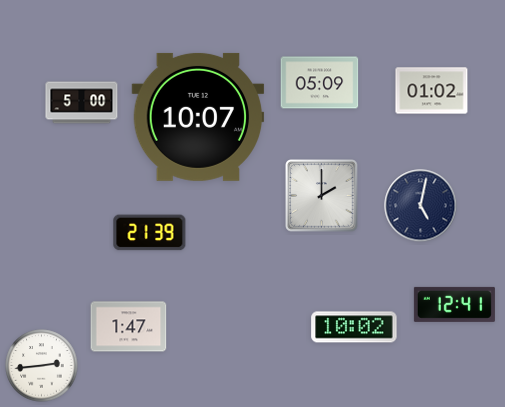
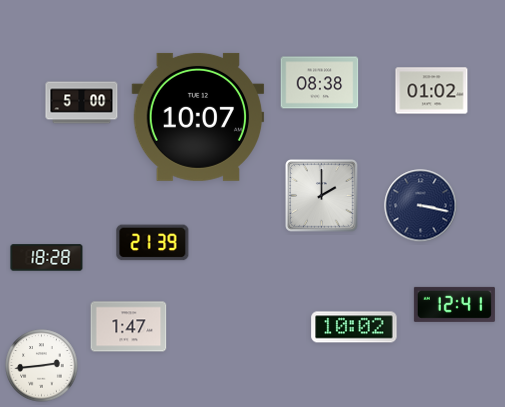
clock at (320, 83): 05:09 -> 08:38
clock at (421, 206): 5:02 -> 3:17
clock at (150, 233) position: (150, 233) -> (153, 243)
clock at (47, 258): none -> 18:28
